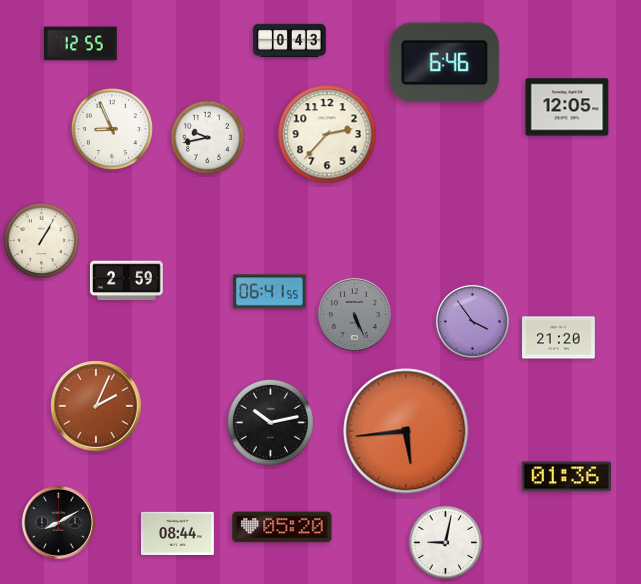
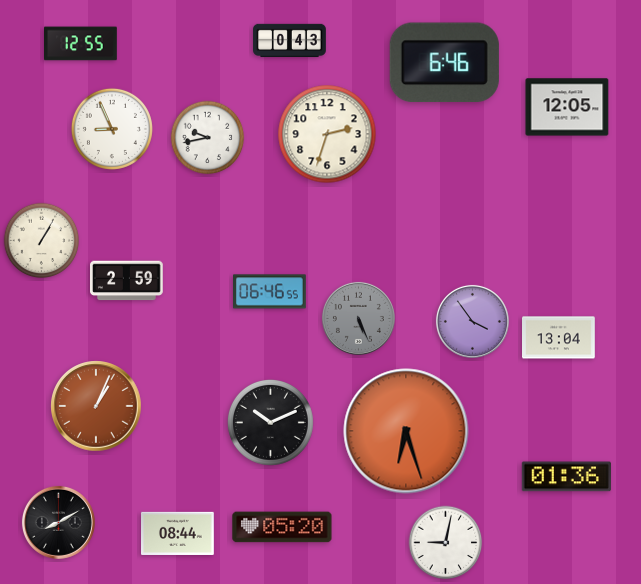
clock at (327, 134): 2:37 -> 2:33
clock at (270, 292): 06:41 -> 06:46
clock at (354, 314) position: (354, 314) -> (358, 318)
clock at (559, 338): 21:20 -> 13:04
clock at (96, 406): 2:04 -> 1:04
clock at (270, 422): 10:13 -> 10:11
clock at (406, 431): 5:44 -> 6:27
